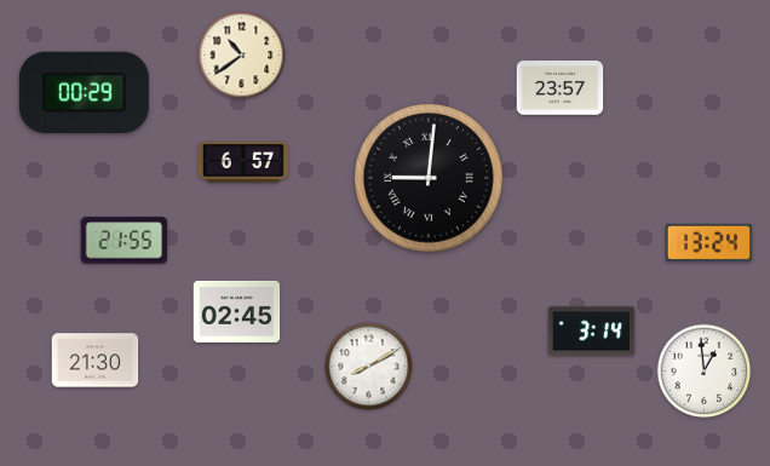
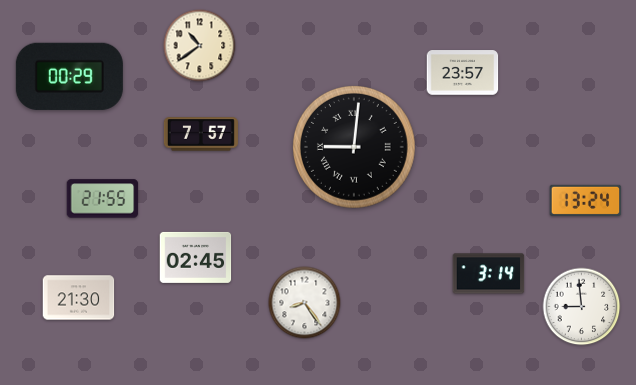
clock at (243, 162): 6:57 -> 7:57
clock at (369, 367): 8:10 -> 8:24
clock at (705, 372): 12:59 -> 8:59
